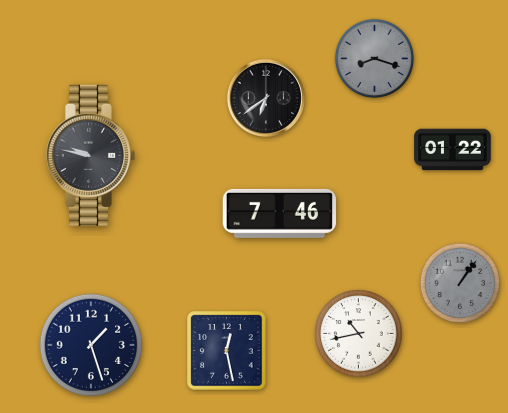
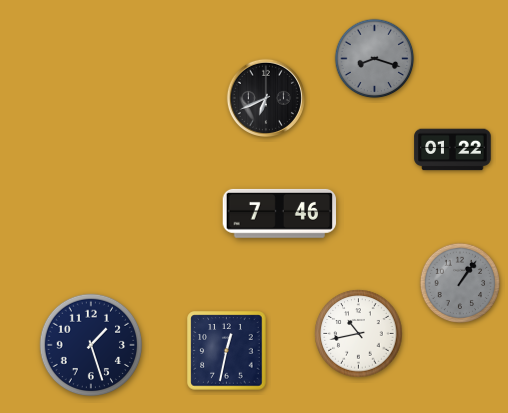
clock at (266, 98): 6:39 -> 6:41
clock at (90, 155): 9:47 -> none
clock at (227, 351): 12:28 -> 12:32
